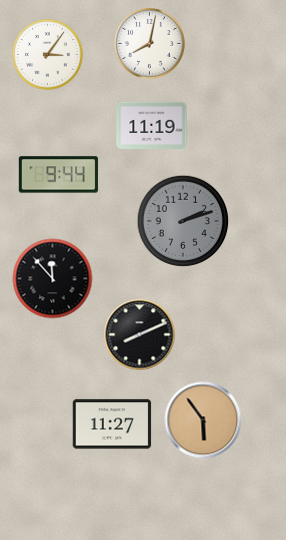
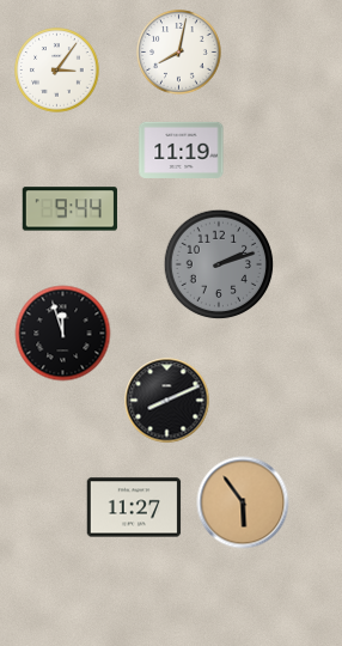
clock at (48, 55) position: (48, 55) -> (57, 71)
clock at (53, 279): 11:53 -> 11:57
